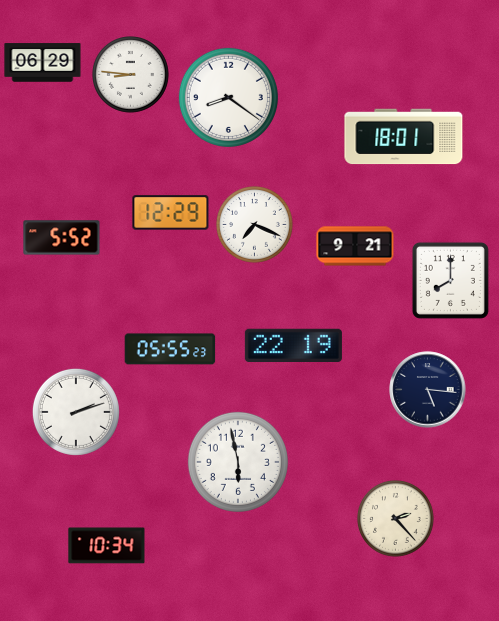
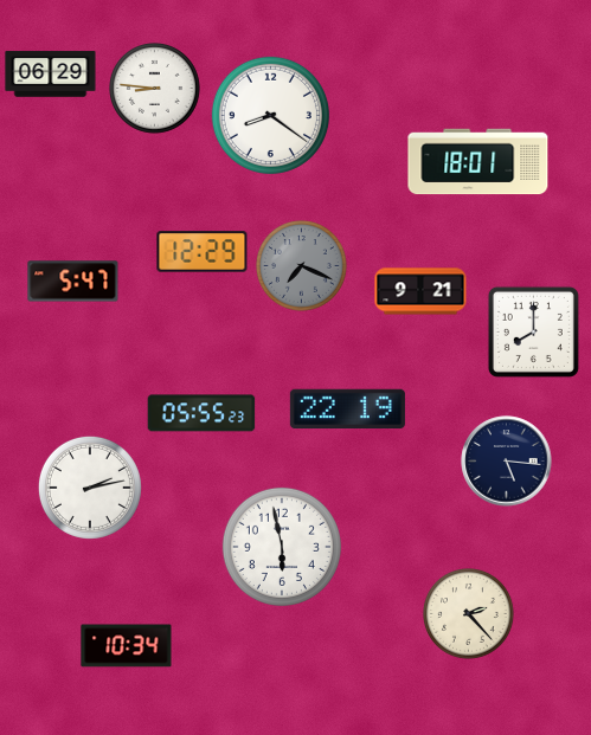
clock at (255, 225) dial: white -> grey
clock at (62, 238): 5:52 -> 5:47
clock at (76, 412): 2:12 -> 2:13
